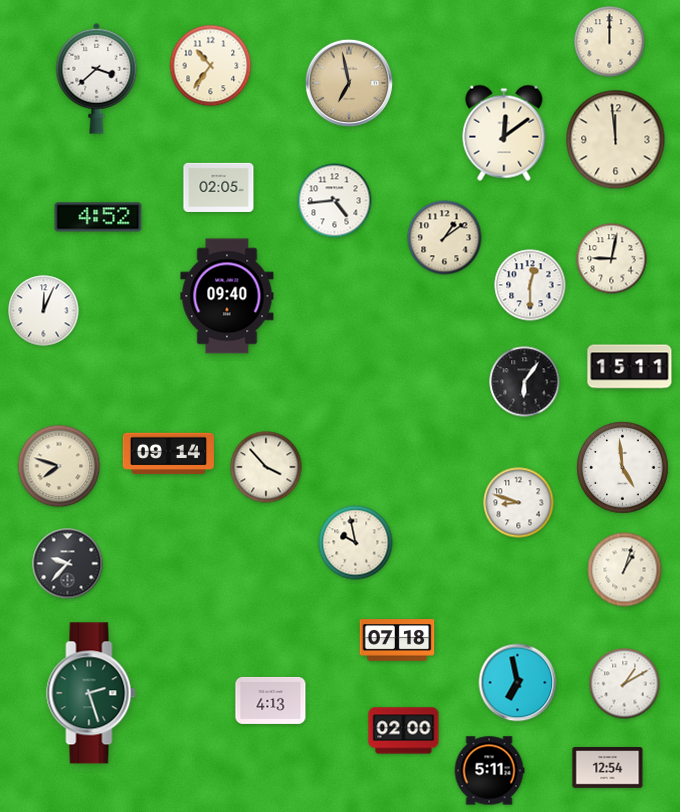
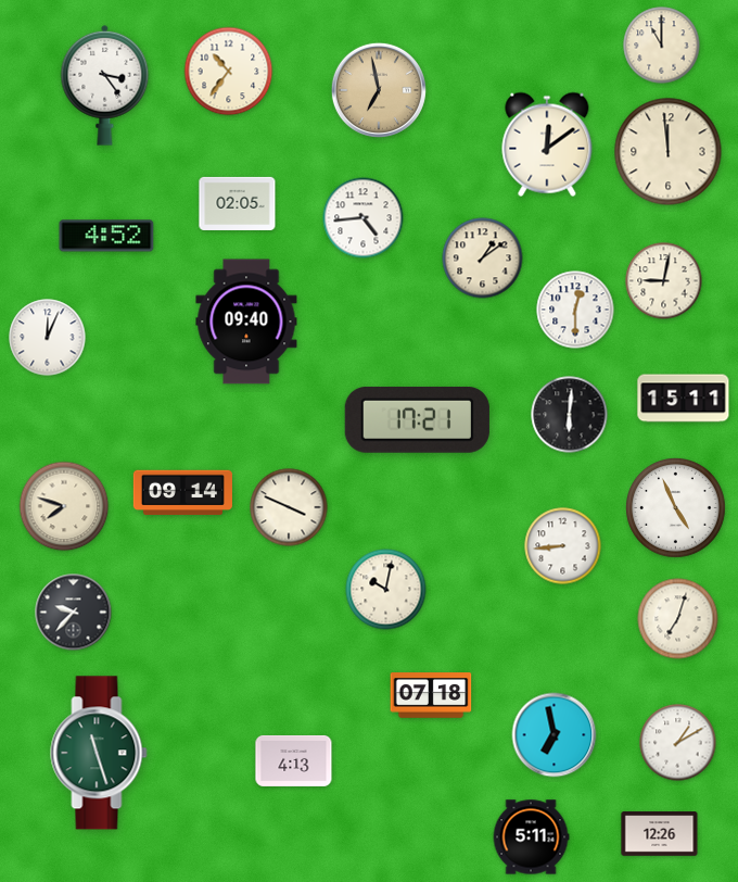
clock at (610, 42): 12:00 -> 11:00
clock at (97, 78): 3:38 -> 3:24
clock at (525, 382): 6:06 -> 6:01
clock at (417, 419): none -> 17:21
clock at (266, 467): 3:53 -> 3:49
clock at (623, 468): 4:59 -> 4:56
clock at (519, 503): 8:48 -> 8:44
clock at (356, 543): 9:58 -> 10:02
clock at (625, 570): 1:03 -> 7:03
clock at (518, 683) position: (518, 683) -> (555, 735)
clock at (91, 693): 2:27 -> 11:27
clock at (404, 731): 02:00 -> none
clock at (608, 768): 12:54 -> 12:26
